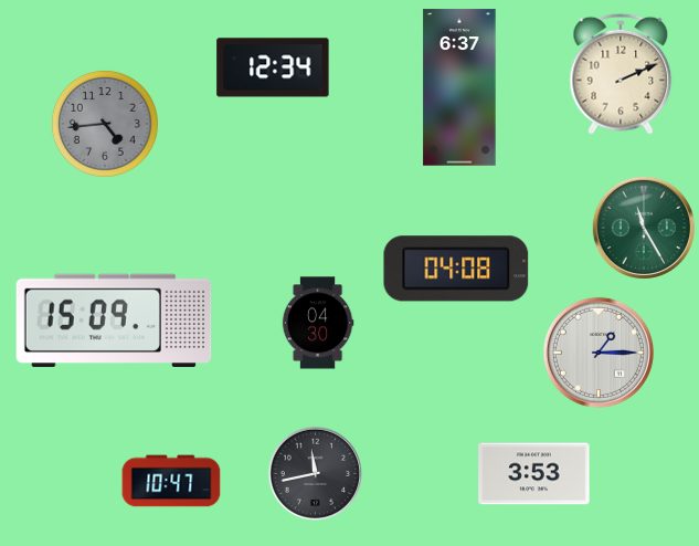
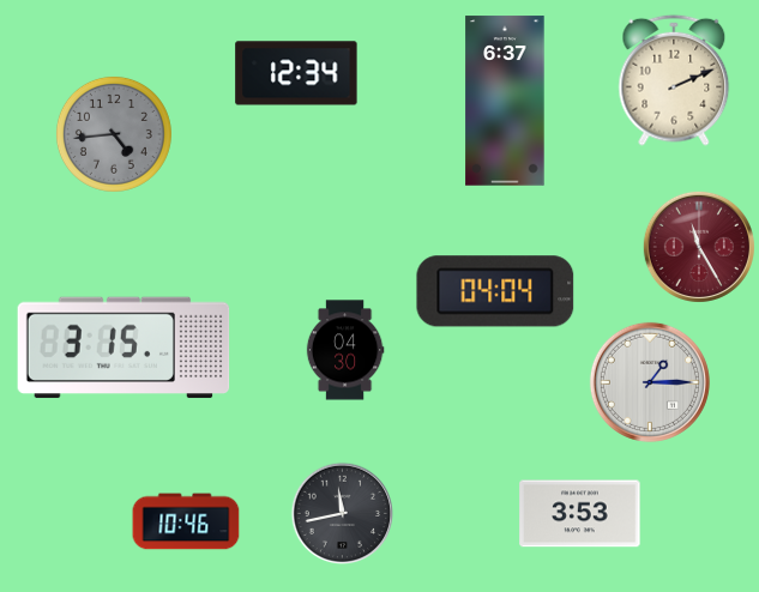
clock at (459, 87) position: (459, 87) -> (505, 101)
clock at (644, 228) dial: green -> burgundy
clock at (456, 269): 04:08 -> 04:04
clock at (114, 321): 15:09 -> 3:15
clock at (171, 481): 10:47 -> 10:46
